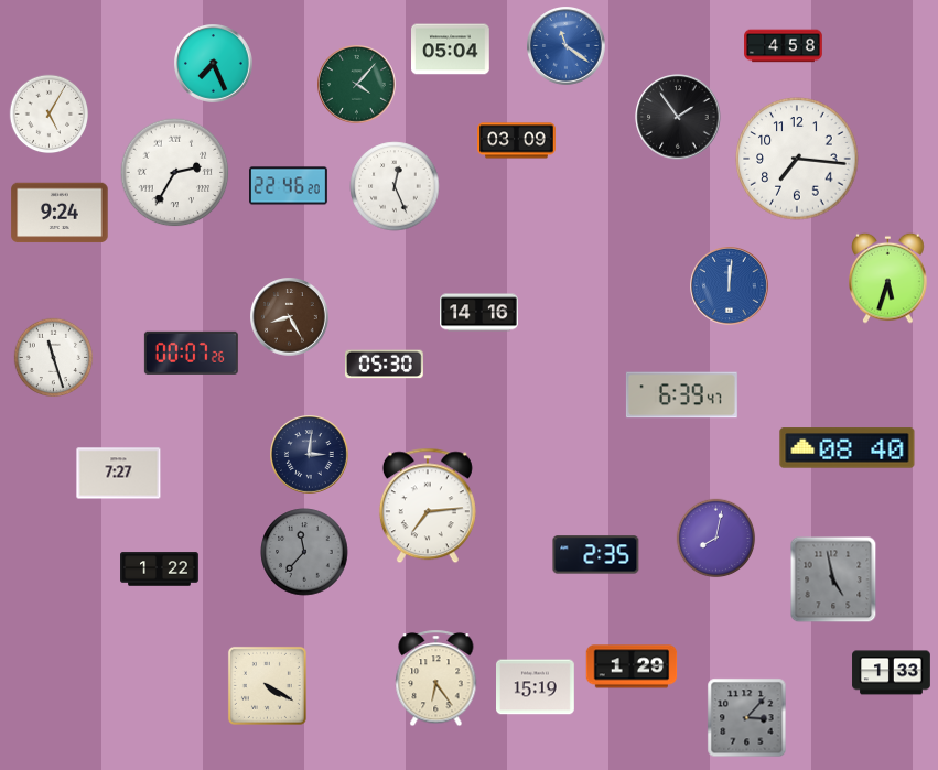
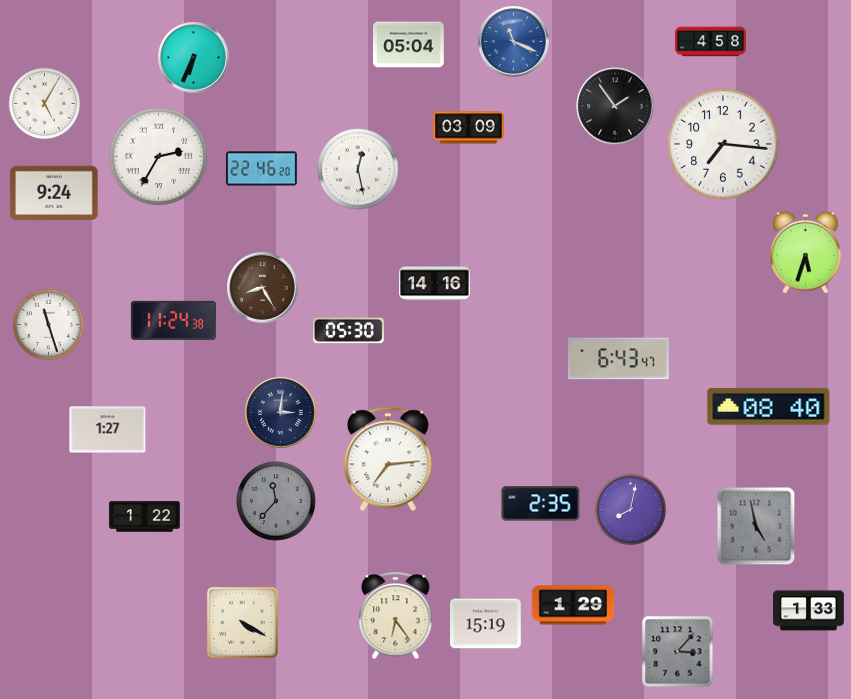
clock at (567, 46): 11:21 -> 11:19
clock at (214, 64): 7:26 -> 6:34
clock at (357, 85): 4:07 -> none
clock at (395, 186): 12:26 -> 12:28
clock at (730, 286): 12:01 -> none
clock at (191, 353): 00:07 -> 11:24
clock at (681, 395): 6:39 -> 6:43
clock at (119, 474): 7:27 -> 1:27
clock at (716, 539) position: (716, 539) -> (631, 510)
